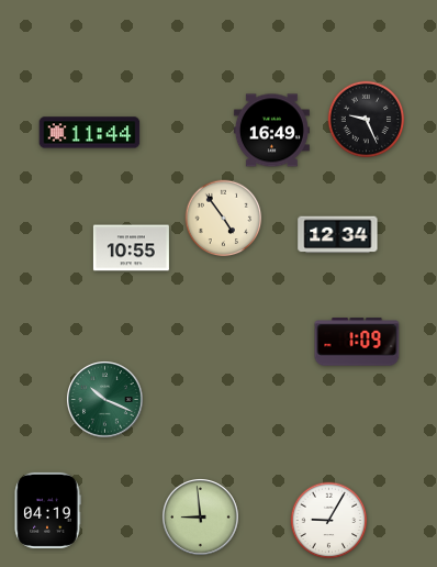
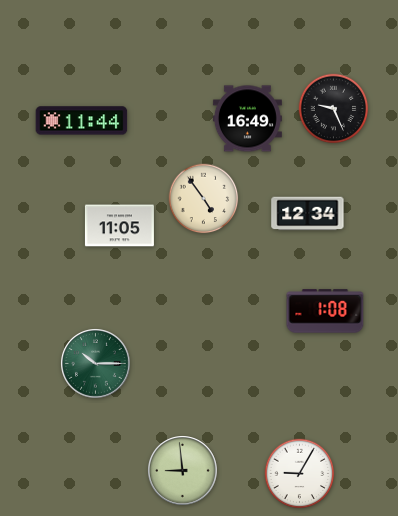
clock at (131, 248): 10:55 -> 11:05
clock at (357, 342): 1:09 -> 1:08
clock at (105, 400): 10:19 -> 10:15
clock at (47, 510): 04:19 -> none
